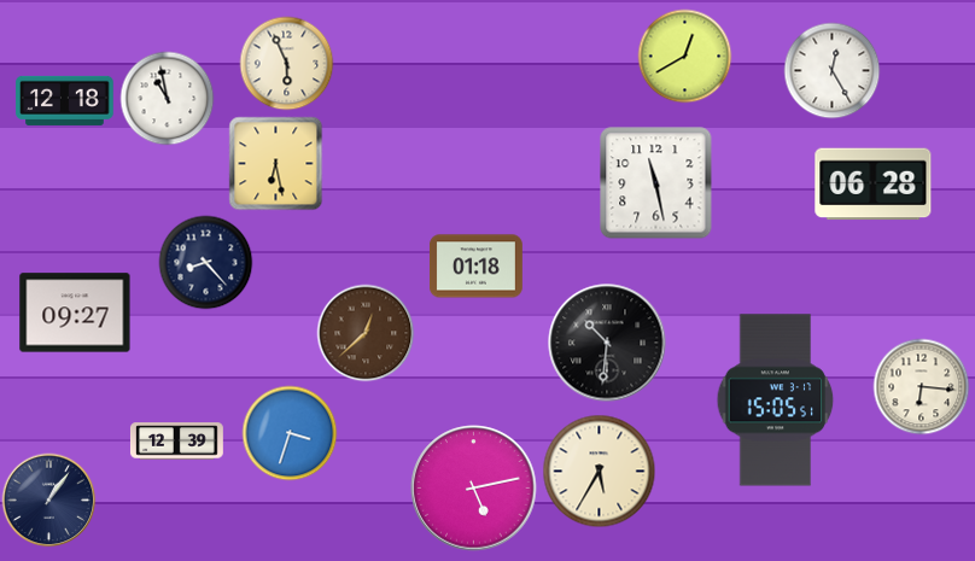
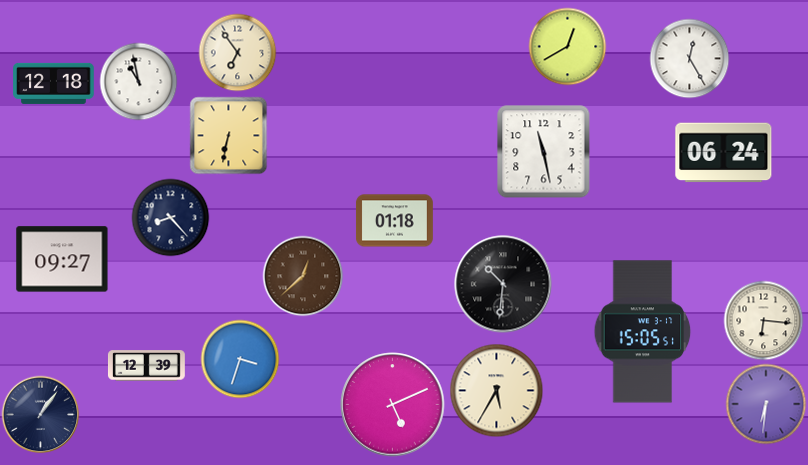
clock at (286, 63): 5:56 -> 6:54
clock at (275, 163): 6:28 -> 6:32
clock at (874, 185): 06:28 -> 06:24
clock at (766, 404): none -> 6:31
clock at (474, 489): 5:13 -> 5:11
